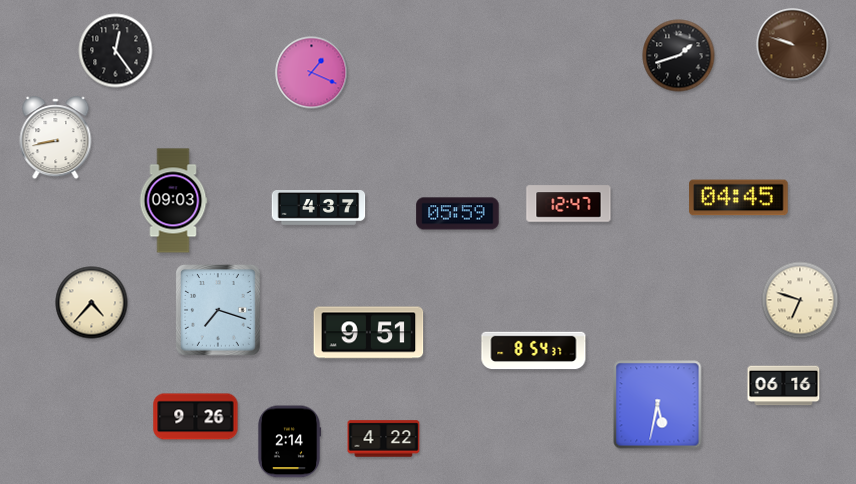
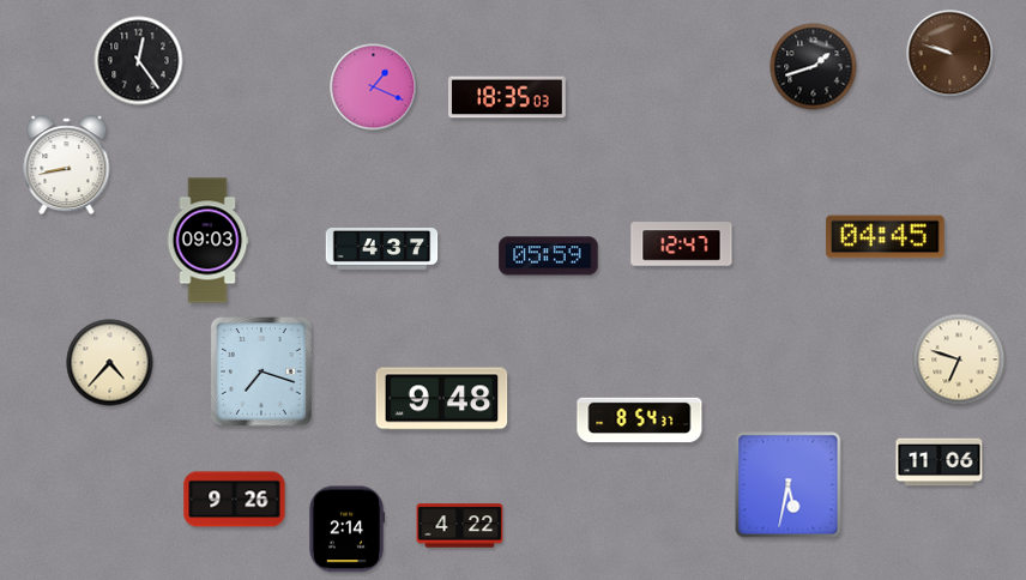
clock at (508, 97): none -> 18:35
clock at (369, 333): 9:51 -> 9:48
clock at (784, 386): 06:16 -> 11:06
